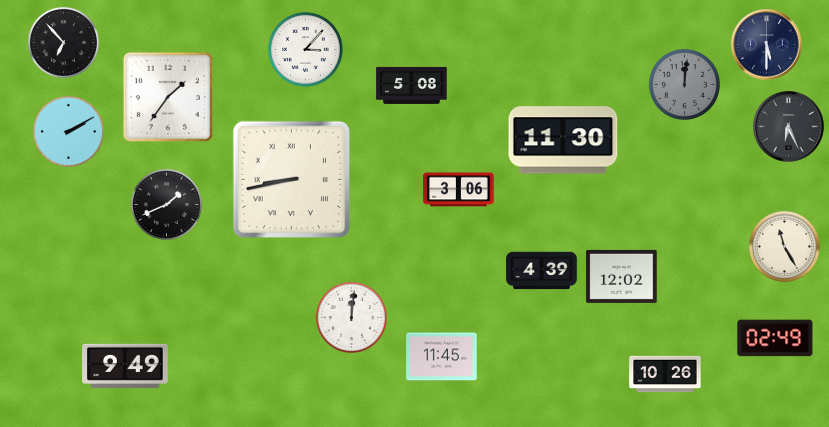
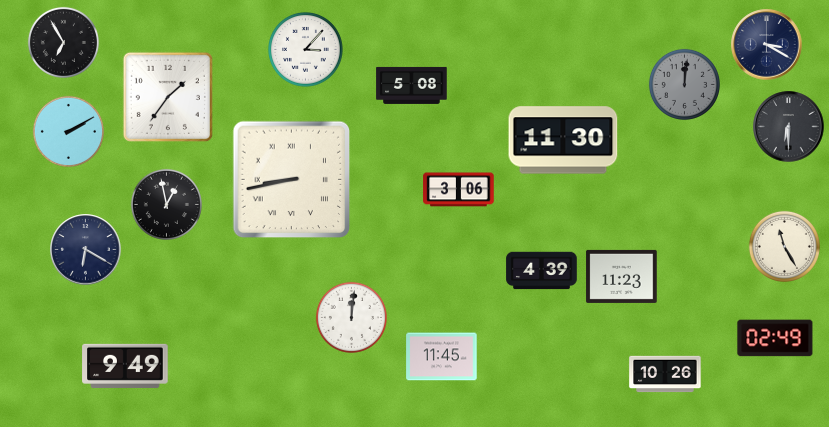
clock at (63, 42): 6:53 -> 6:55
clock at (767, 45): 5:30 -> 3:20
clock at (789, 127): 6:26 -> 6:30
clock at (166, 204): 1:41 -> 12:58
clock at (86, 250): none -> 6:20
clock at (622, 276): 12:02 -> 11:23
